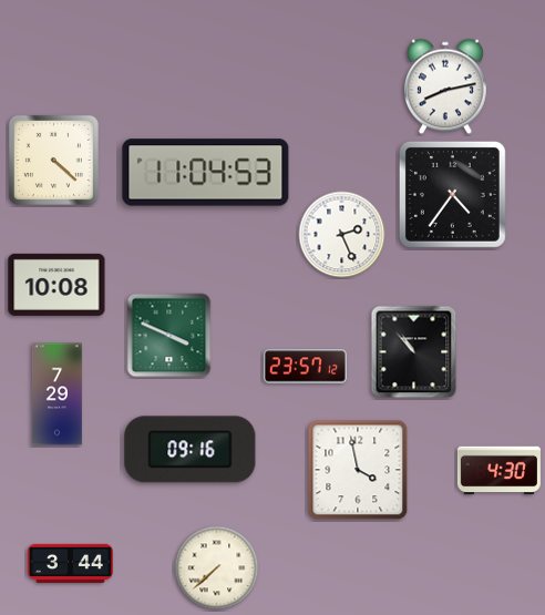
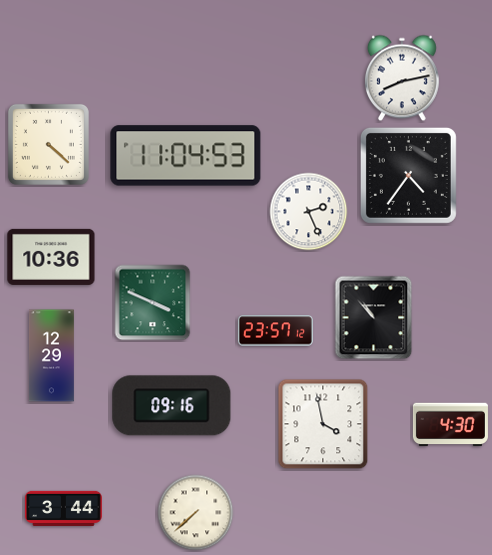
clock at (56, 285): 10:08 -> 10:36
clock at (56, 394): 7:29 -> 12:29
